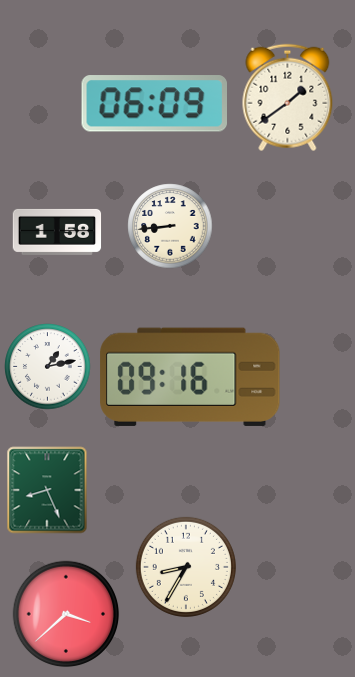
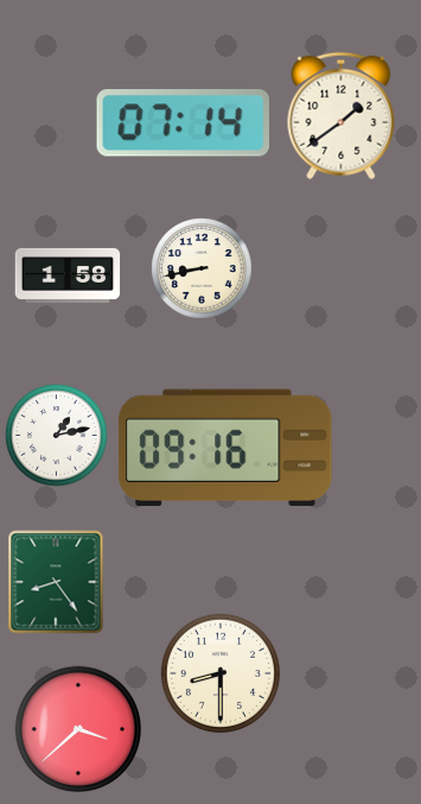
clock at (154, 104): 06:09 -> 07:14
clock at (170, 226): 8:44 -> 8:43
clock at (47, 490): 8:26 -> 8:24
clock at (186, 567): 8:35 -> 8:30
